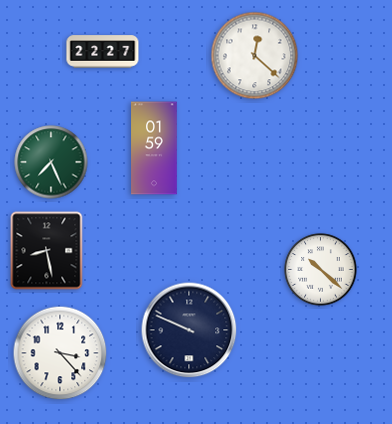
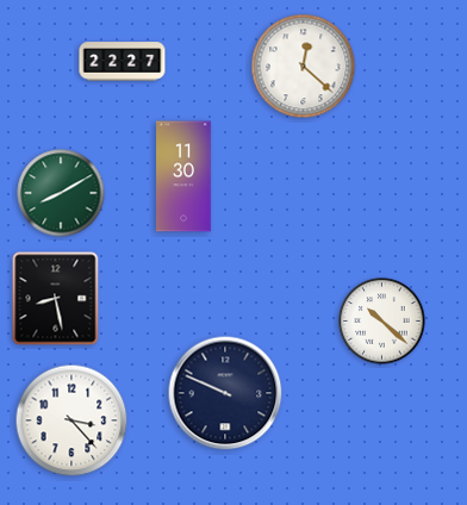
clock at (154, 148): 01:59 -> 11:30
clock at (51, 162): 7:26 -> 8:10
